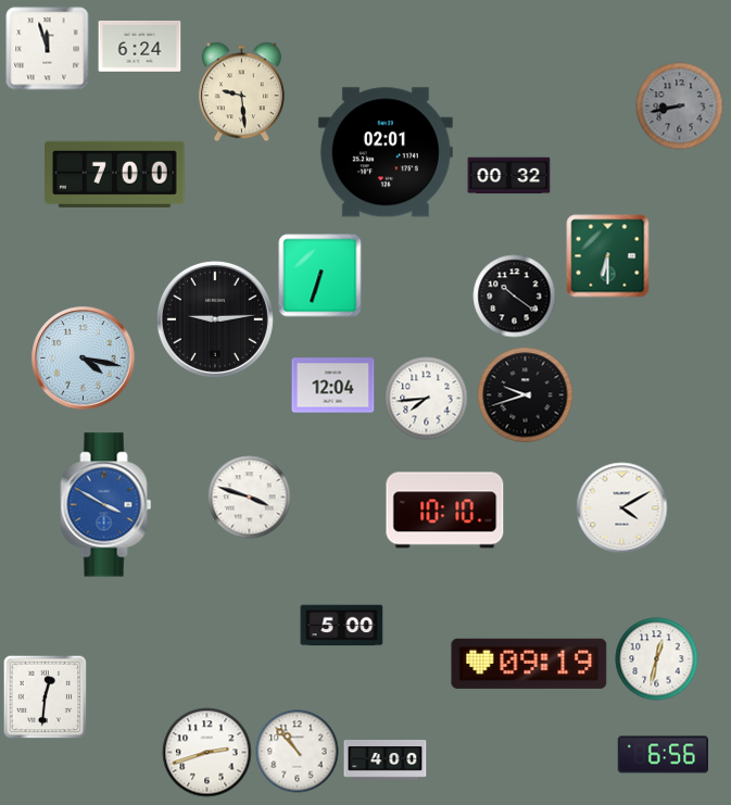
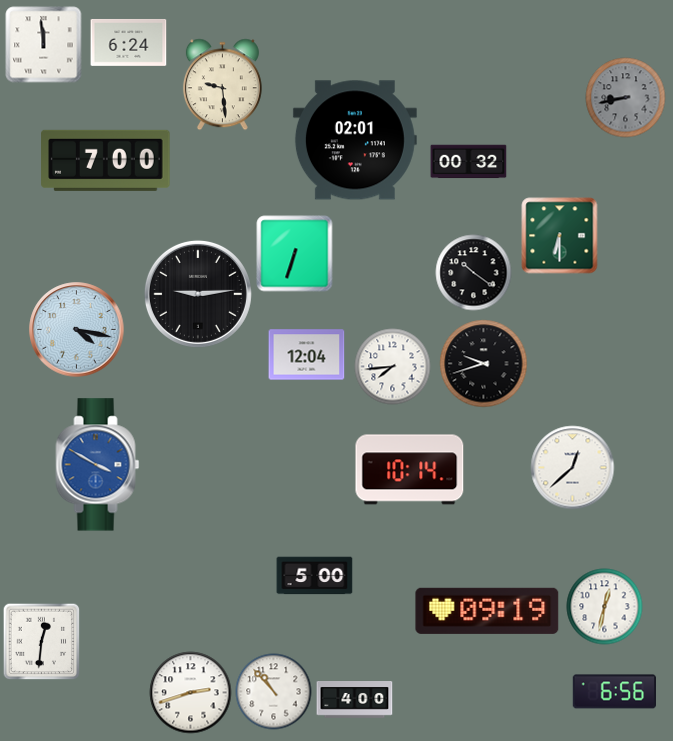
clock at (48, 49): 11:57 -> 11:59
clock at (250, 498): 3:48 -> none
clock at (622, 508): 4:10 -> 12:38
clock at (445, 511): 10:10 -> 10:14
clock at (663, 755) position: (663, 755) -> (614, 692)
